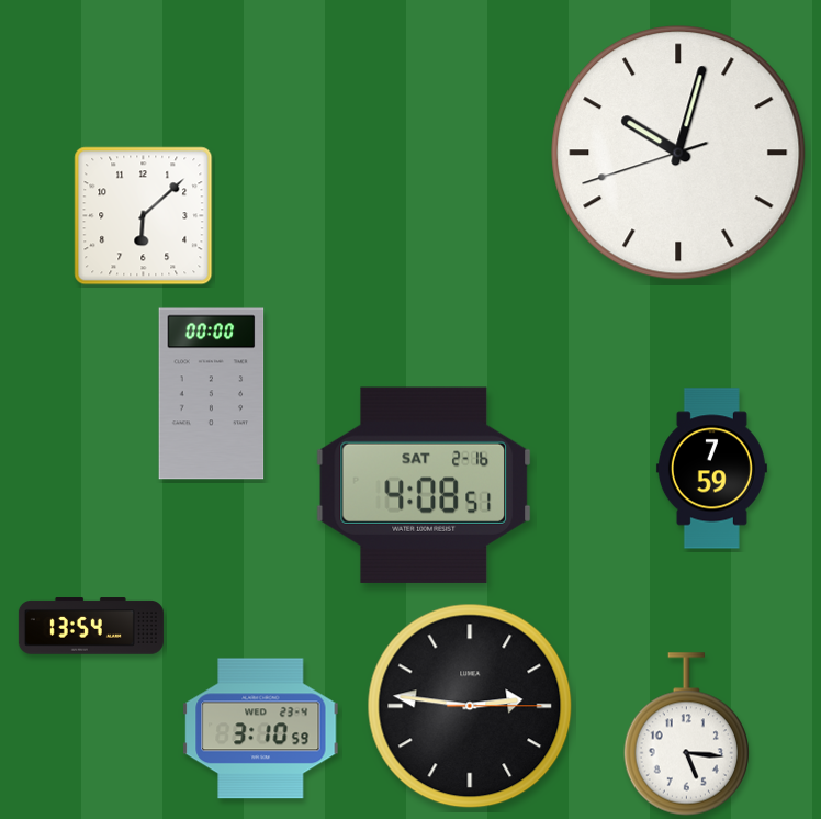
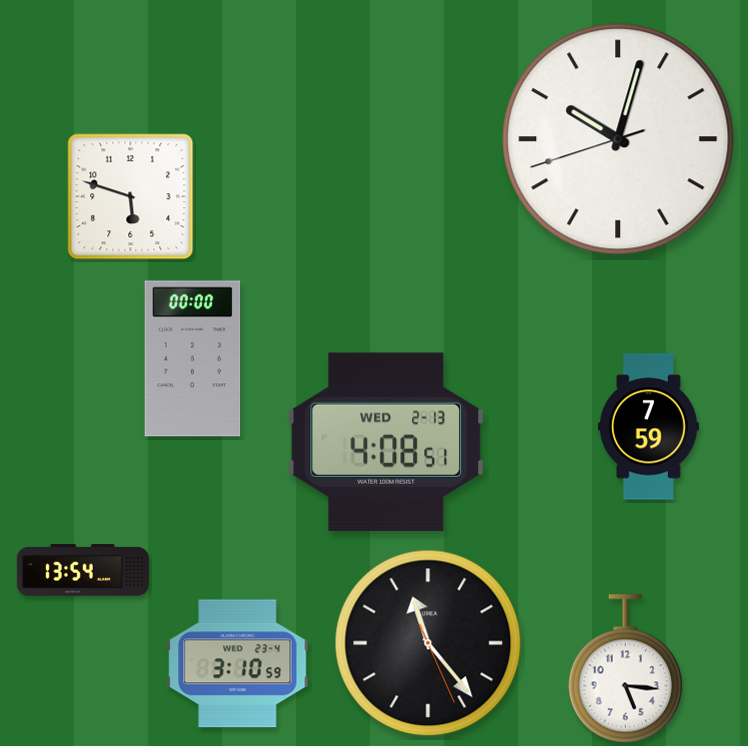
clock at (144, 216): 6:08 -> 5:48
clock at (424, 485) date: SAT 2-16 -> WED 2-13
clock at (470, 706): 2:46 -> 11:23
